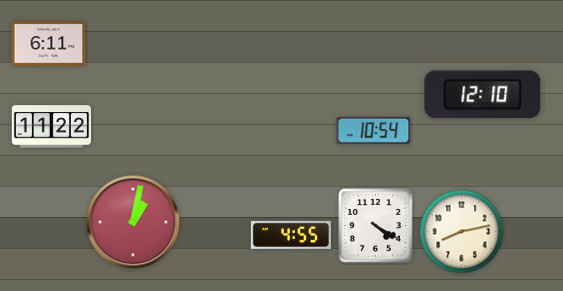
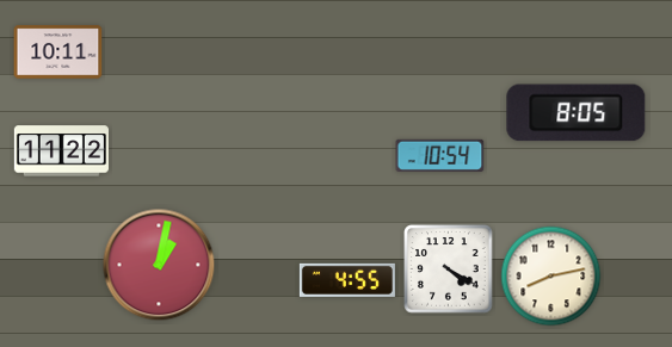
clock at (49, 44): 6:11 -> 10:11
clock at (483, 95): 12:10 -> 8:05
clock at (374, 130) position: (374, 130) -> (440, 155)
